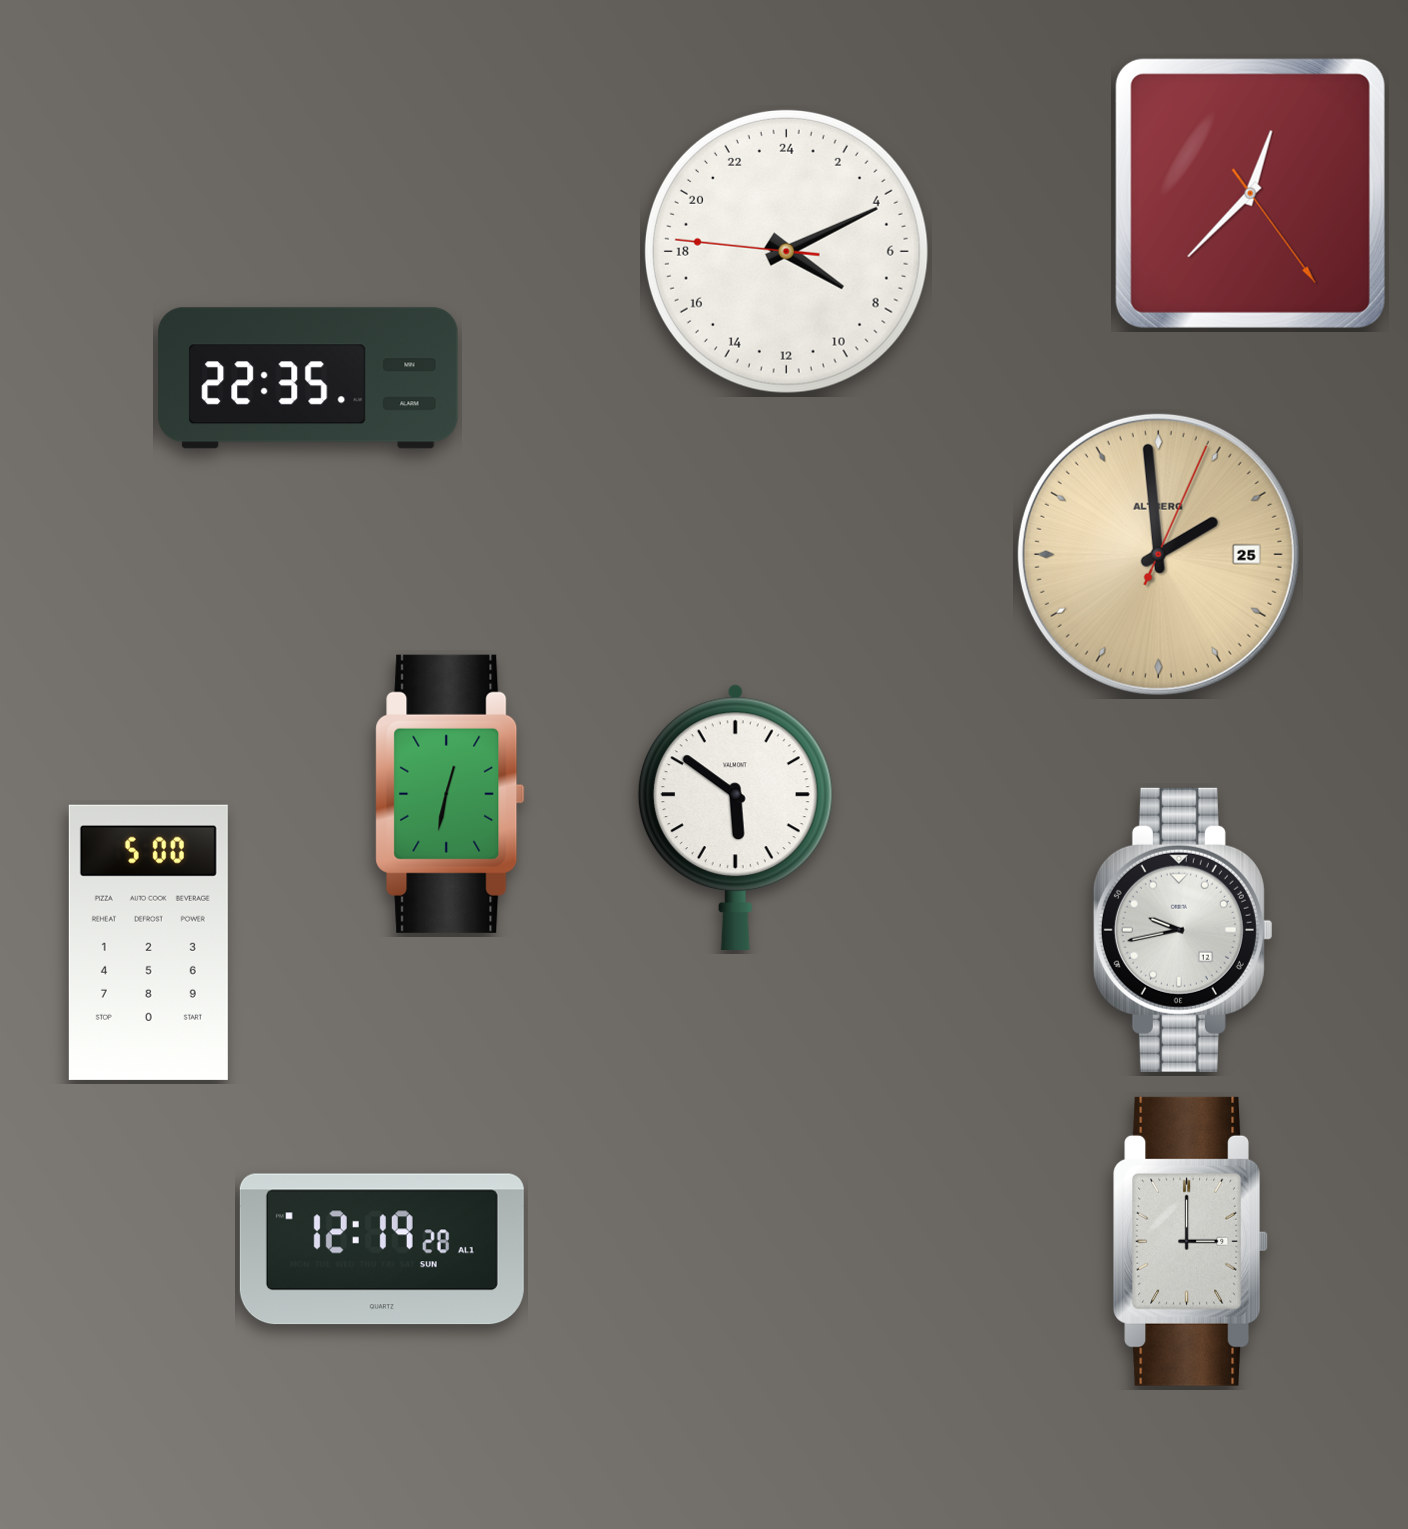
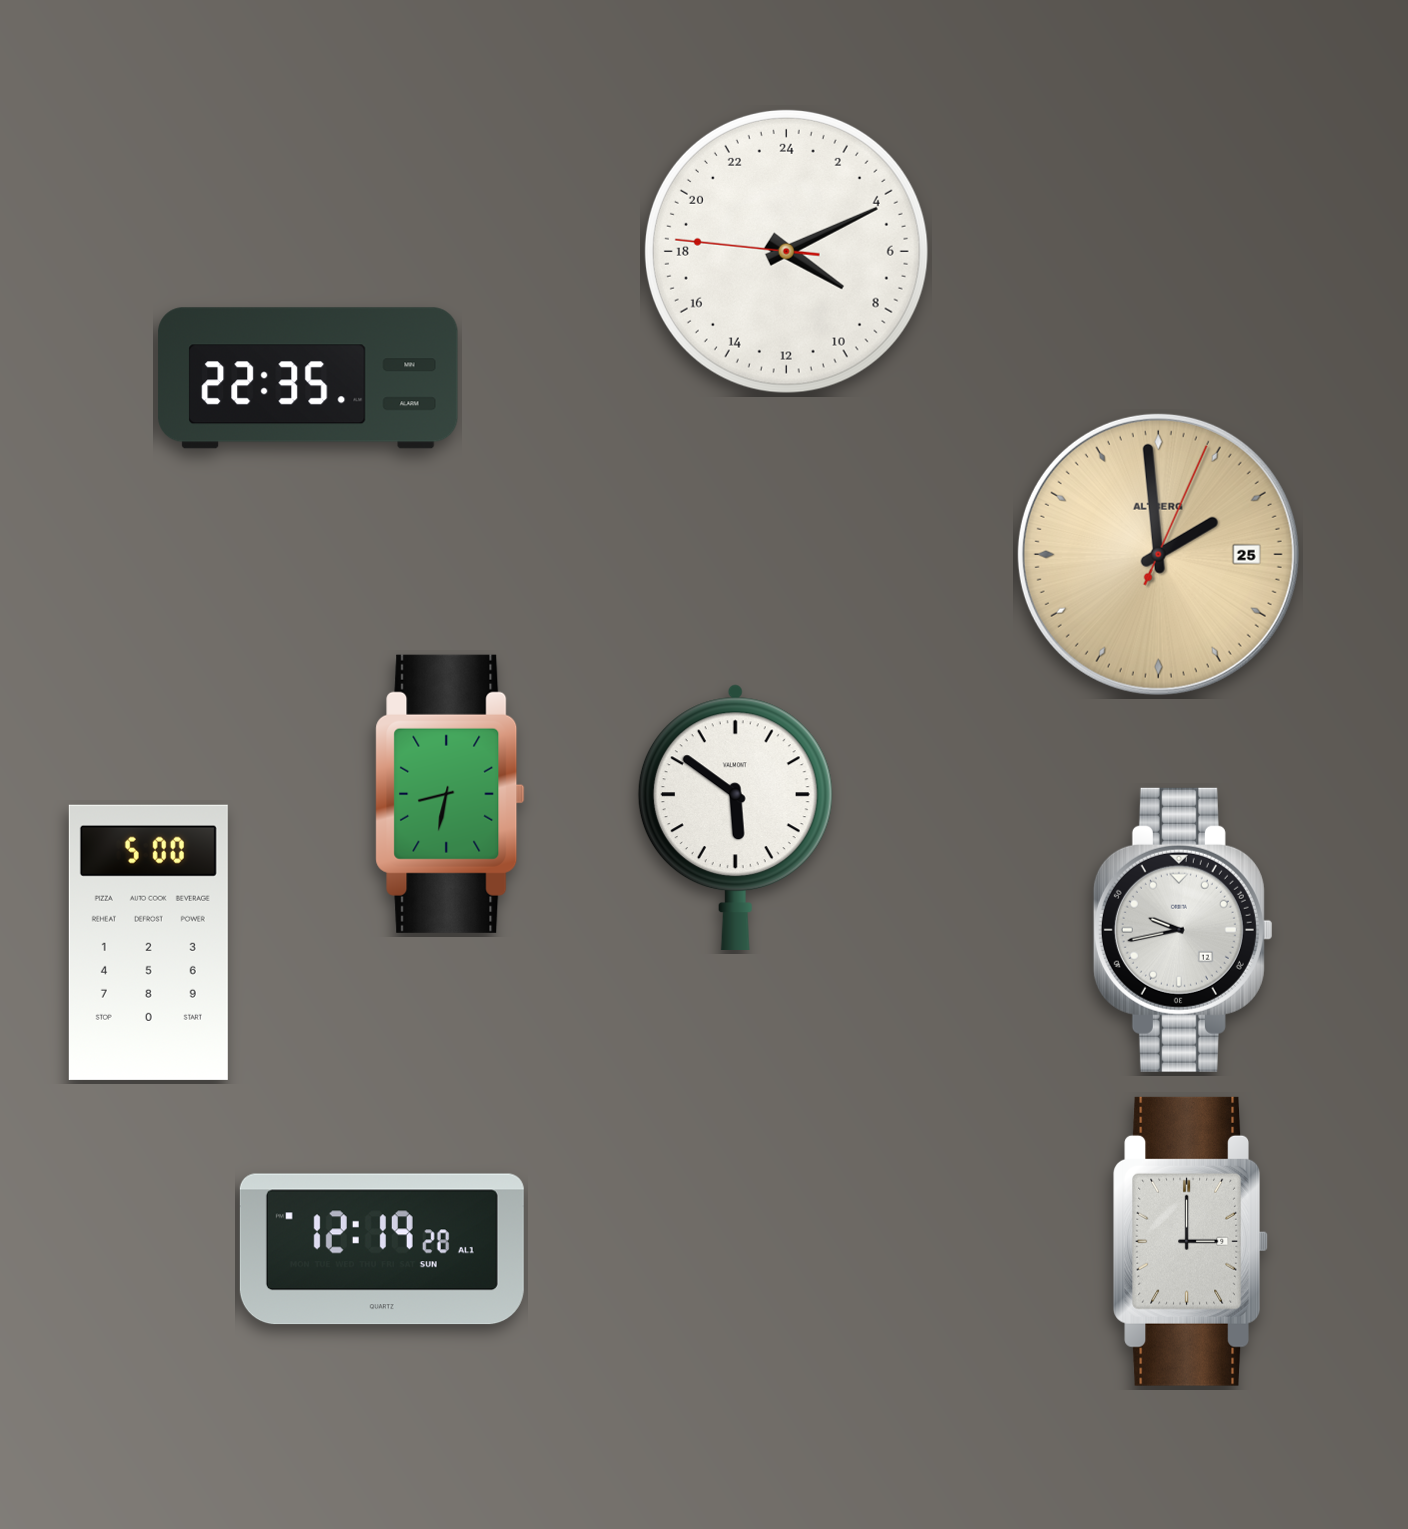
clock at (1250, 193): 12:37 -> none
clock at (450, 794): 12:32 -> 8:32
